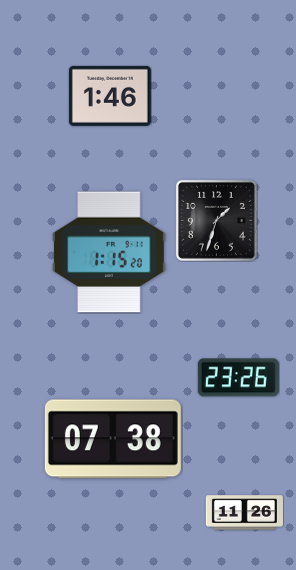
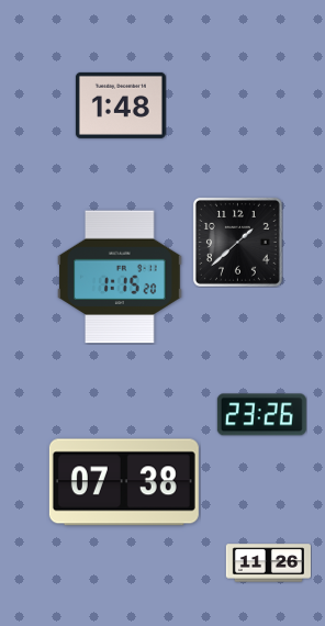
clock at (110, 96): 1:46 -> 1:48
clock at (216, 220): 1:33 -> 1:38
